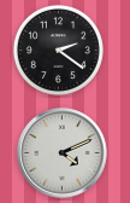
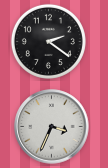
clock at (63, 153): 4:11 -> 3:34
